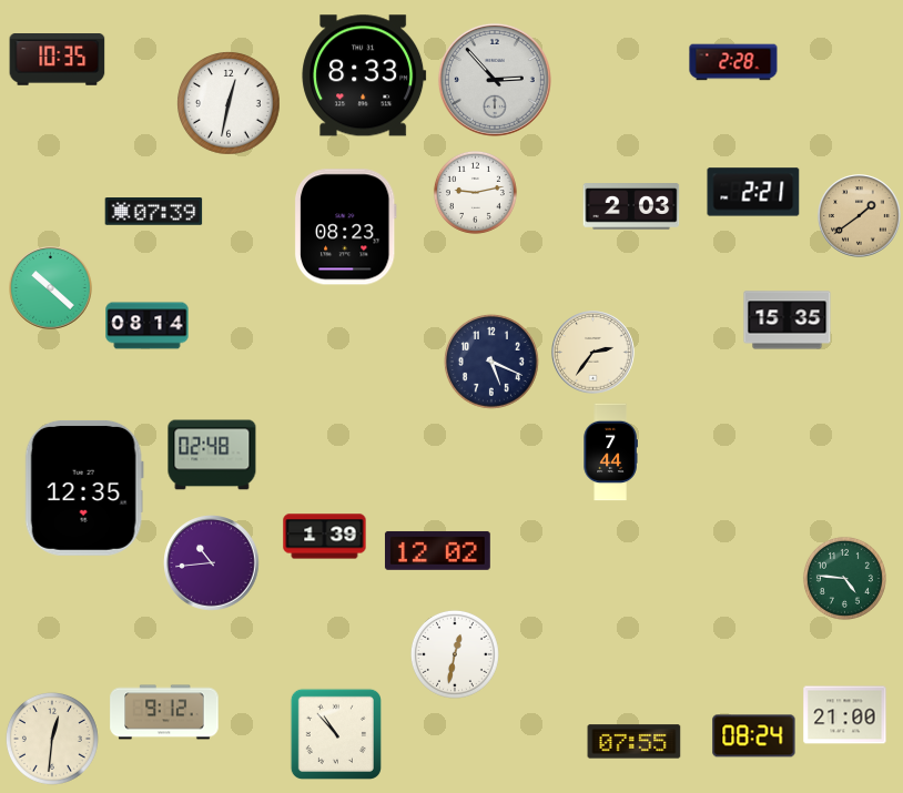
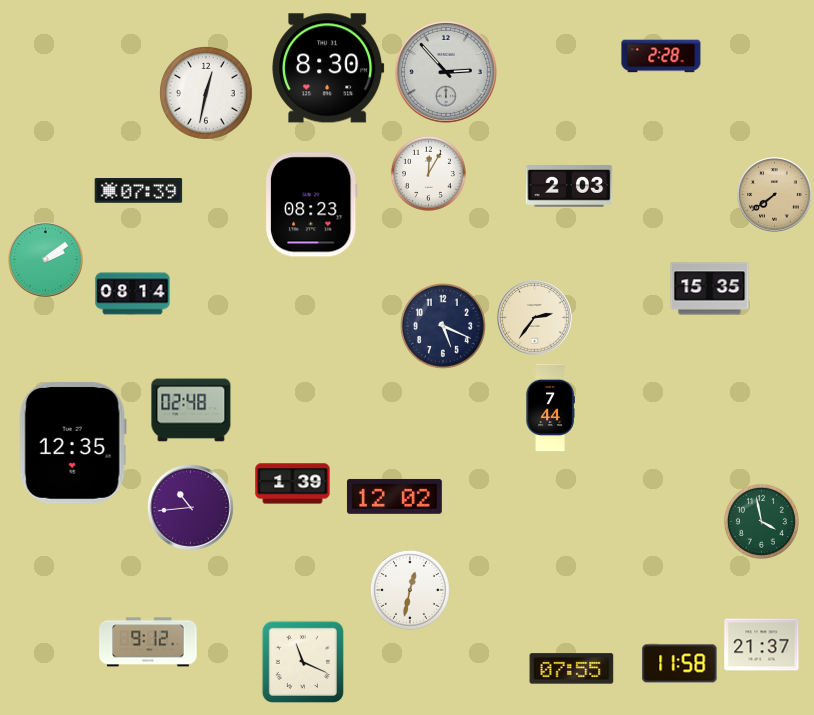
clock at (58, 60): 10:35 -> none
clock at (364, 75): 8:33 -> 8:30
clock at (475, 192): 9:13 -> 12:05
clock at (753, 192): 2:21 -> none
clock at (860, 216): 1:39 -> 7:39
clock at (51, 288): 10:22 -> 2:09
clock at (84, 488) position: (84, 488) -> (73, 443)
clock at (844, 578): 4:46 -> 3:58
clock at (845, 715): 21:00 -> 21:37
clock at (336, 734): 10:53 -> 11:19
clock at (754, 736): 08:24 -> 11:58
clock at (52, 739): 12:31 -> none
